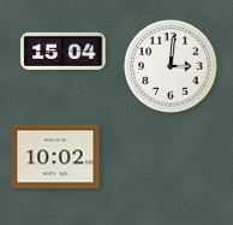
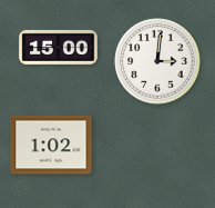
clock at (64, 51): 15:04 -> 15:00
clock at (55, 156): 10:02 -> 1:02
